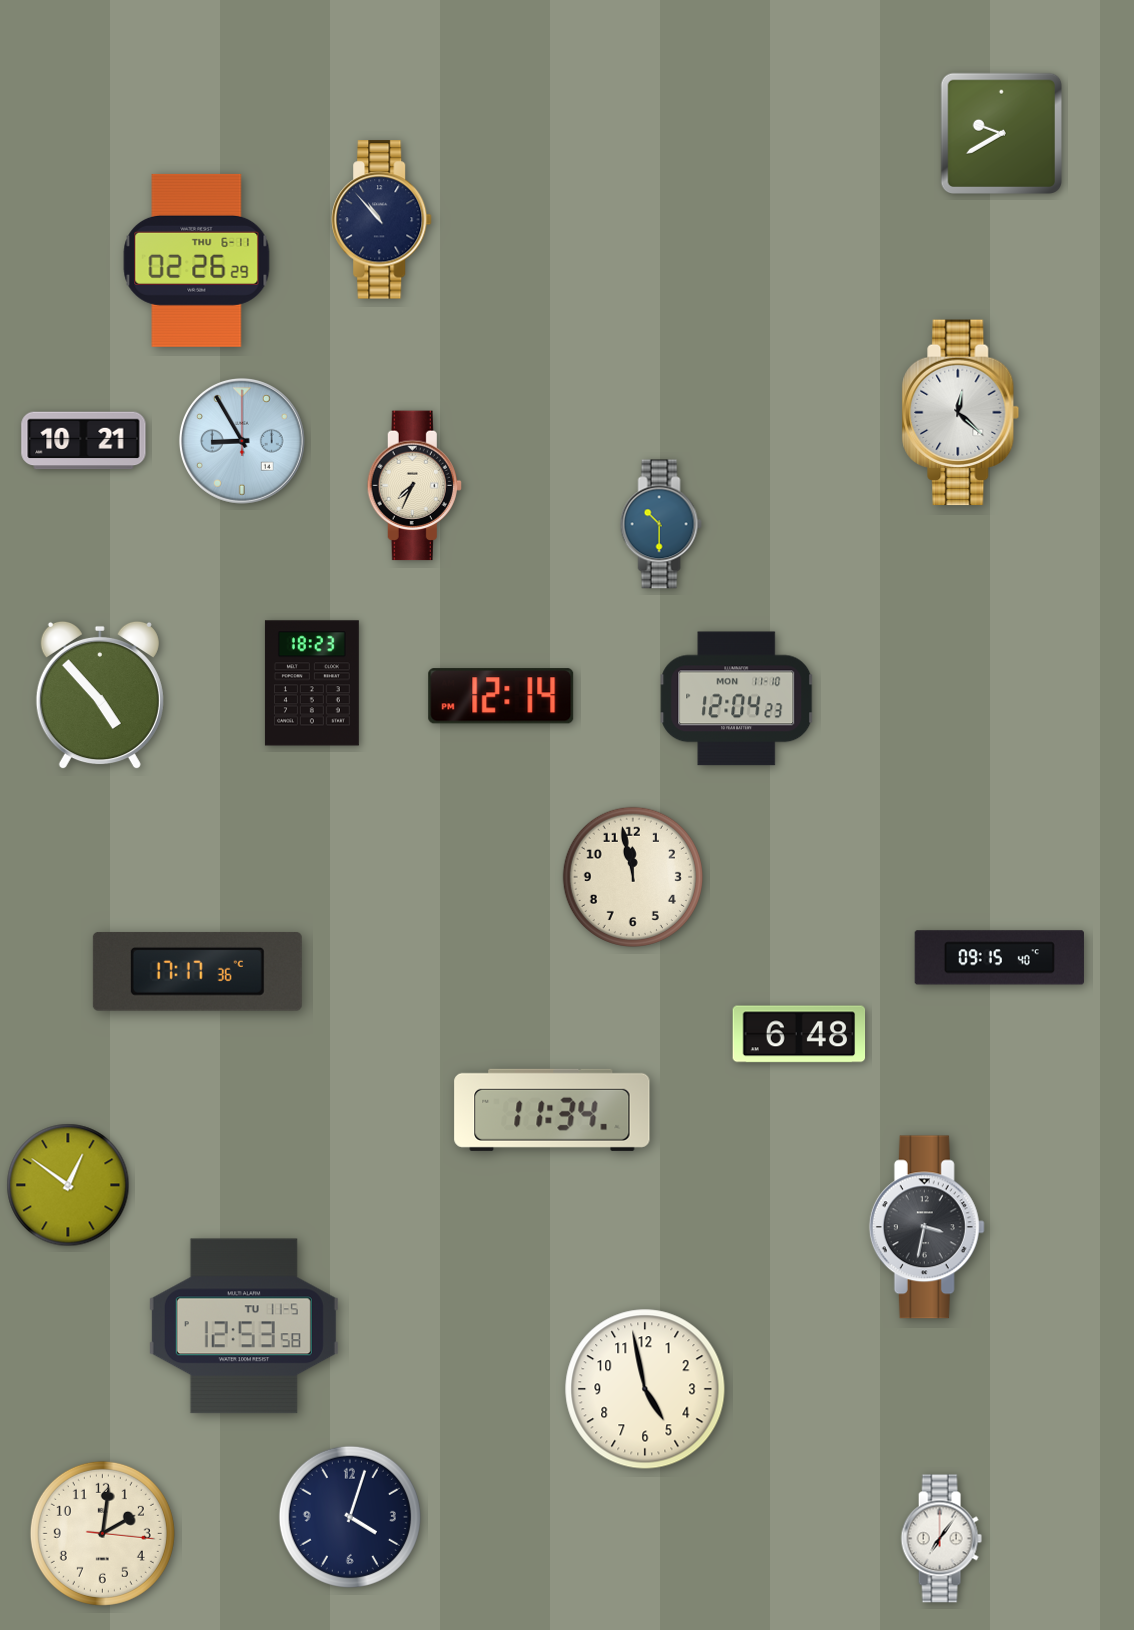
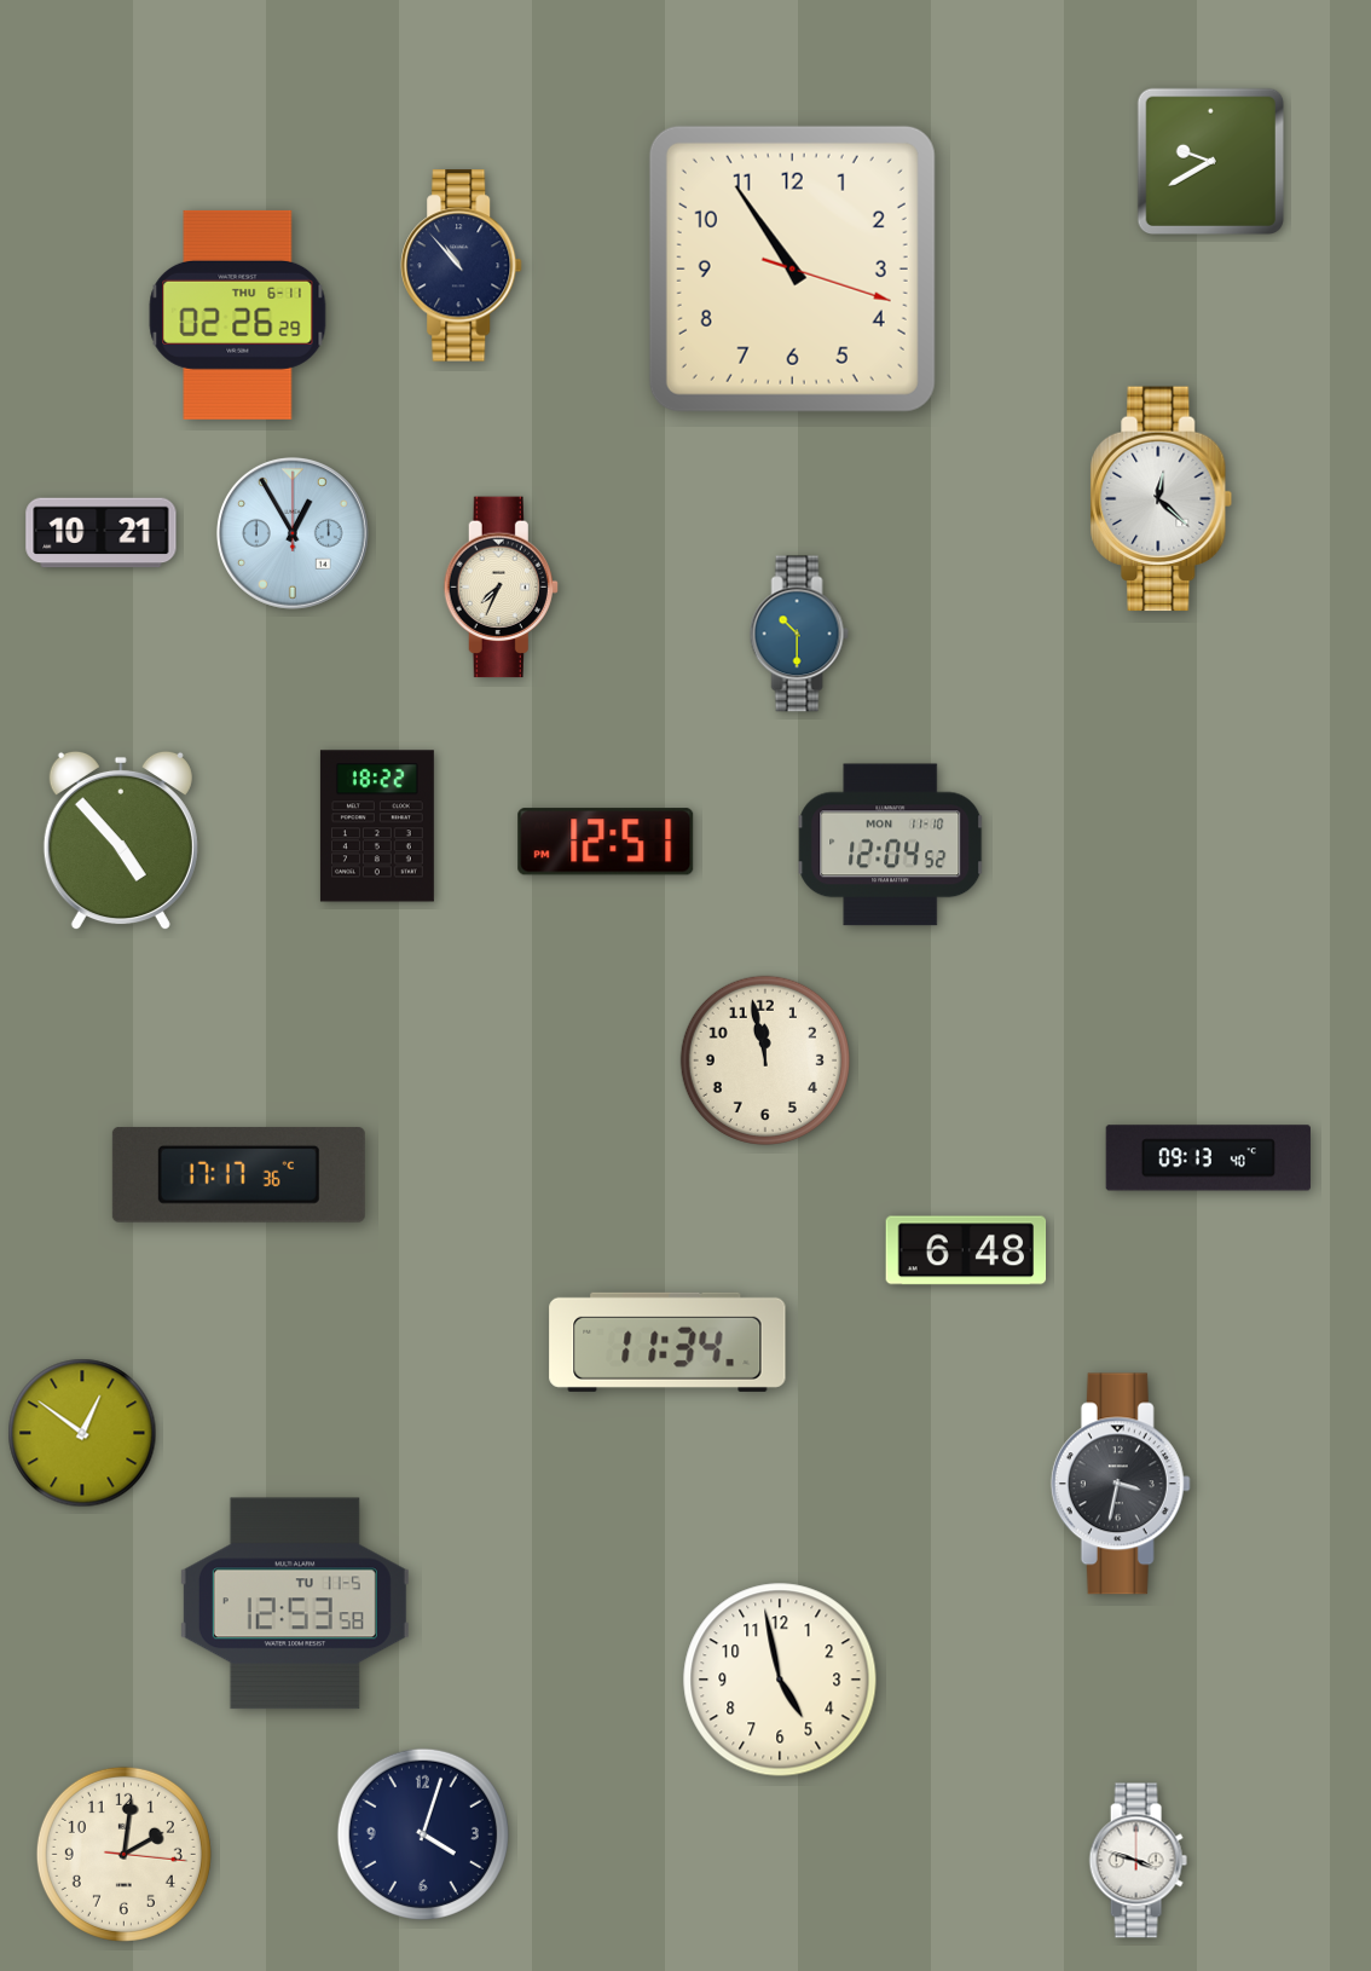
clock at (792, 268): none -> 10:54
clock at (242, 441): 8:55 -> 12:55
clock at (312, 683): 18:23 -> 18:22
clock at (501, 696): 12:14 -> 12:51
clock at (737, 699): 12:04:23 -> 12:04:52
clock at (999, 958): 09:15 -> 09:13
clock at (941, 1539): 7:06 -> 3:48
